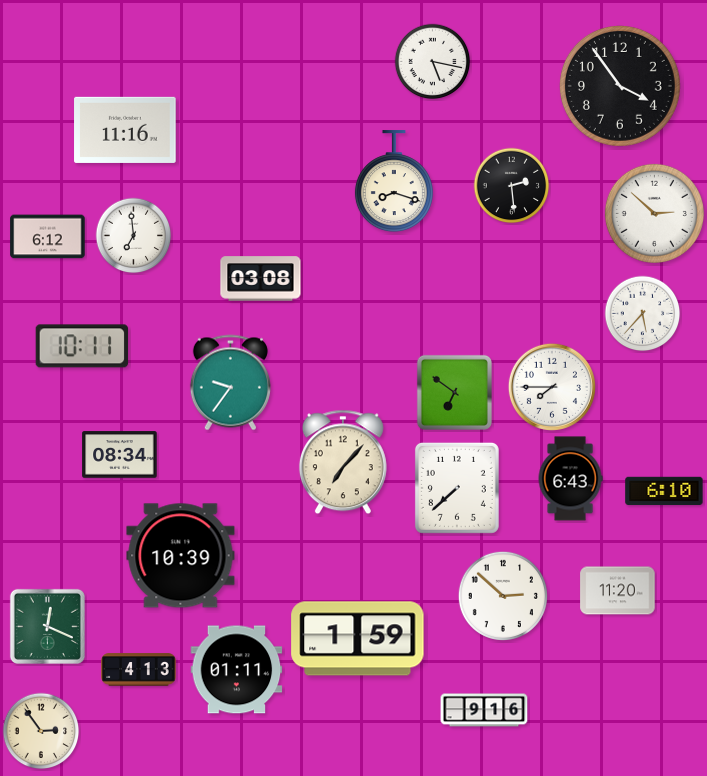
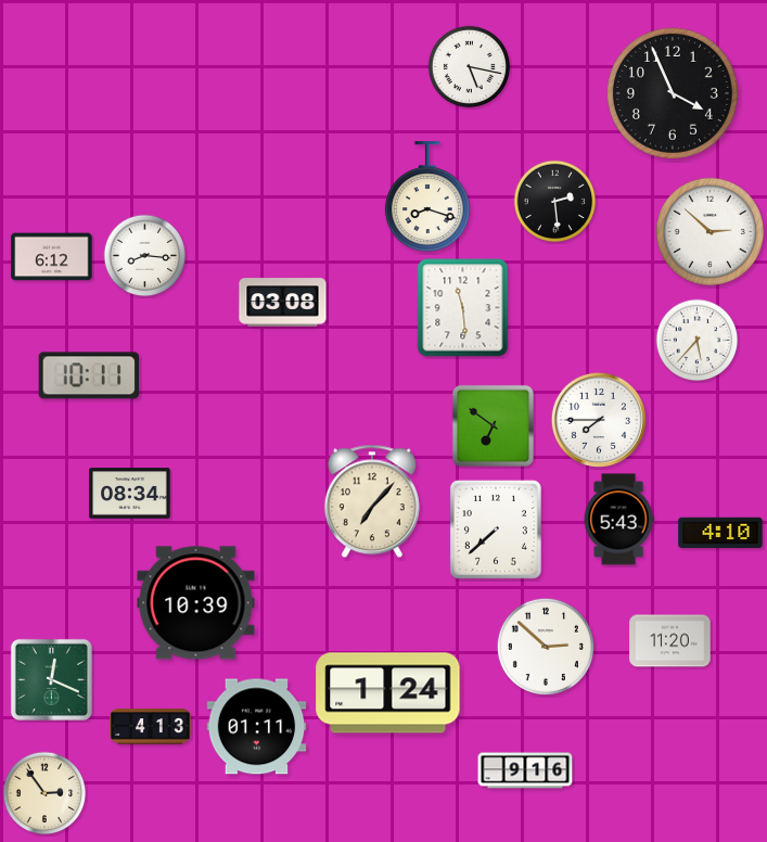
clock at (620, 86): 3:54 -> 3:56
clock at (125, 130): 11:16 -> none
clock at (134, 236): 6:59 -> 8:16
clock at (463, 308): none -> 11:29
clock at (230, 383): 9:36 -> none
clock at (570, 479): 6:43 -> 5:43
clock at (664, 491): 6:10 -> 4:10
clock at (358, 639): 1:59 -> 1:24
